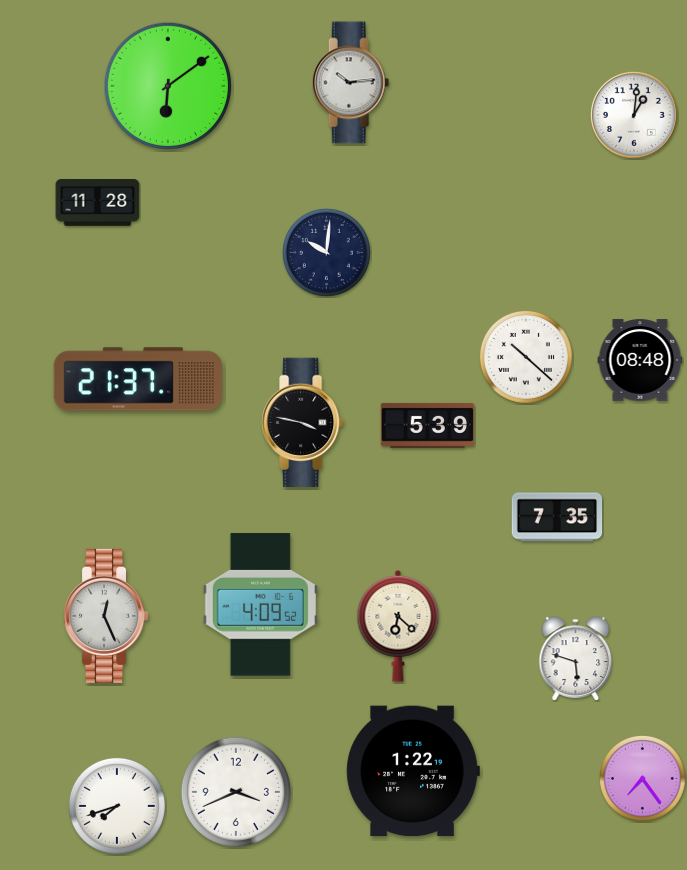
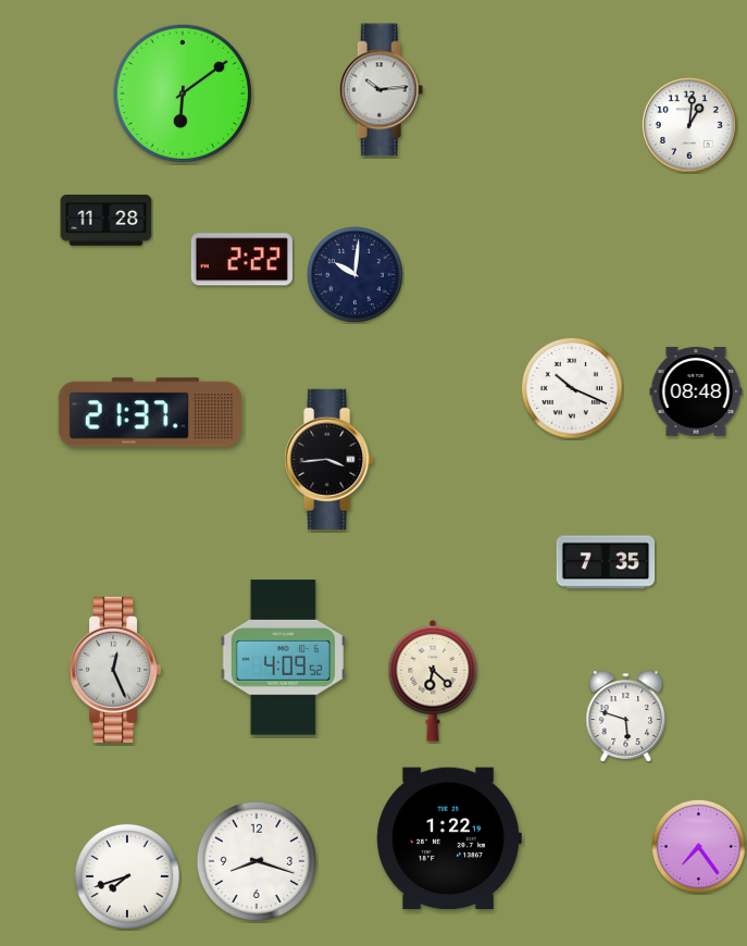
clock at (241, 260): none -> 2:22
clock at (526, 357): 10:22 -> 10:19
clock at (303, 423): 3:47 -> 3:44
clock at (427, 425): 5:39 -> none
clock at (236, 792): 3:41 -> 8:18
